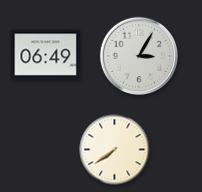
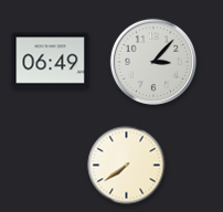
clock at (138, 55): 3:05 -> 3:07
